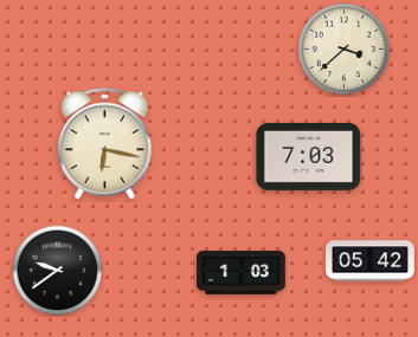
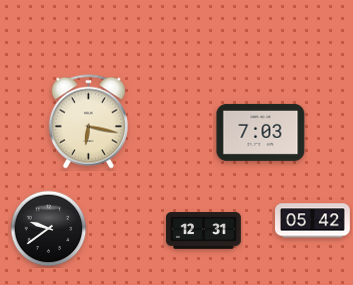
clock at (345, 50): 3:38 -> none
clock at (242, 273): 1:03 -> 12:31
